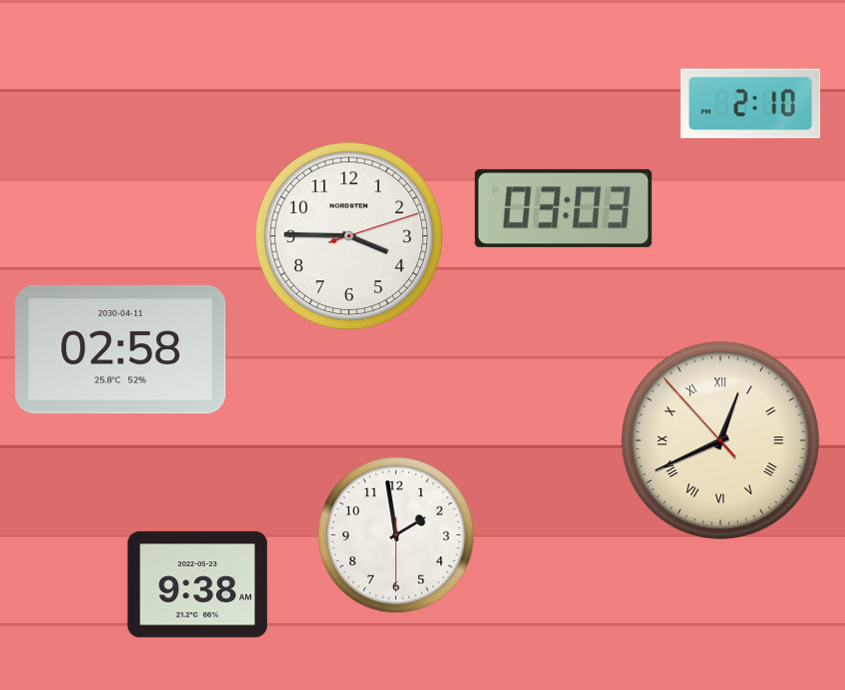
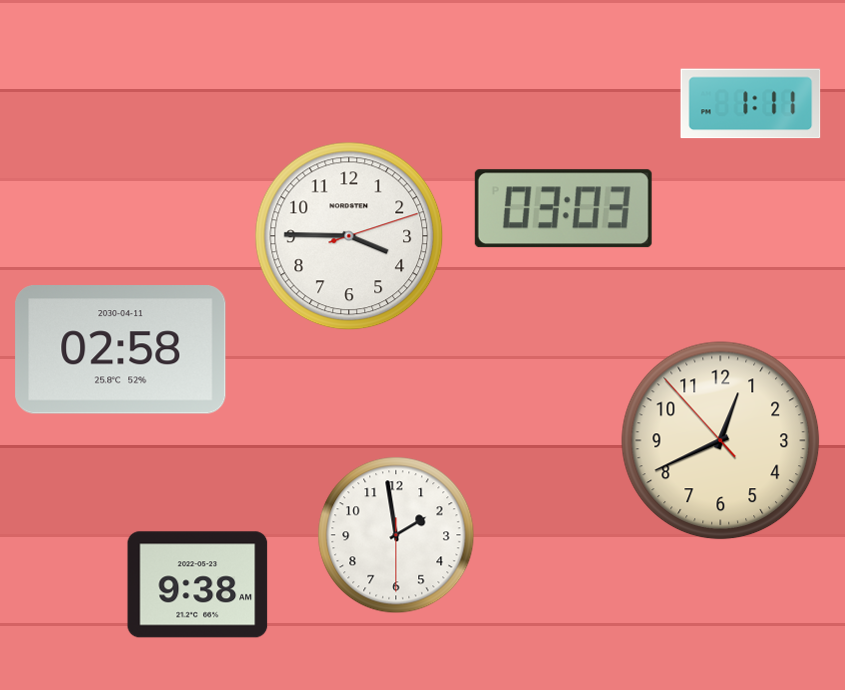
clock at (751, 104): 2:10 -> 1:11
clock at (721, 441) numerals: Roman -> Arabic
